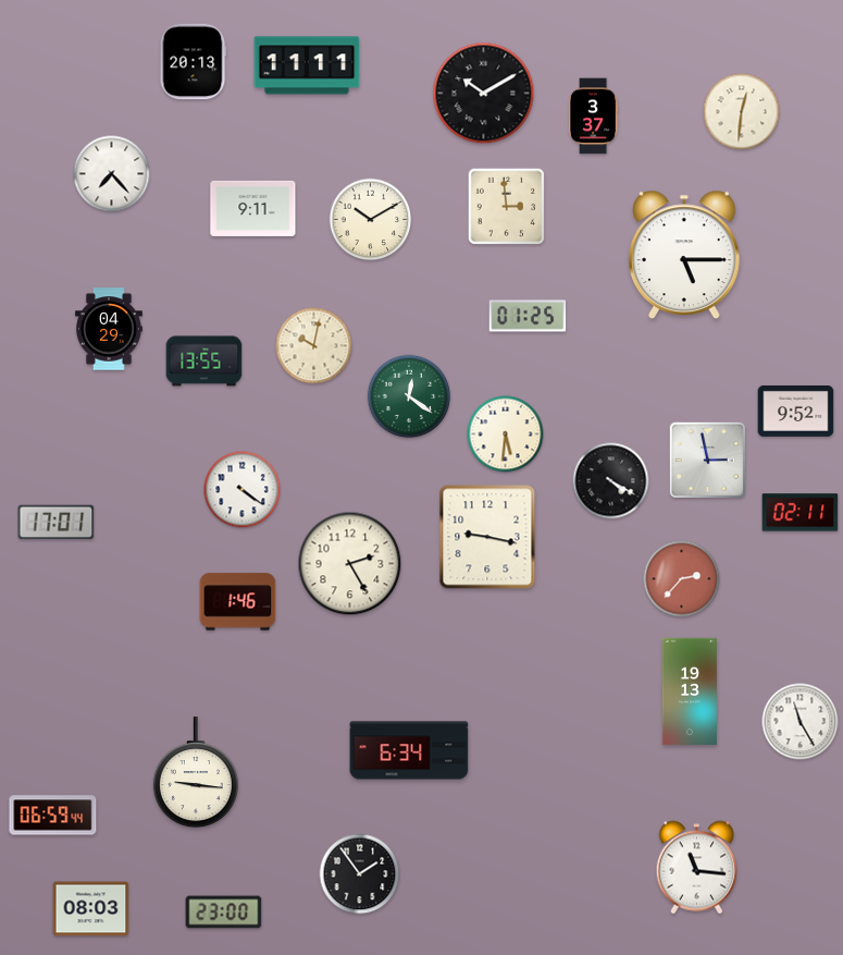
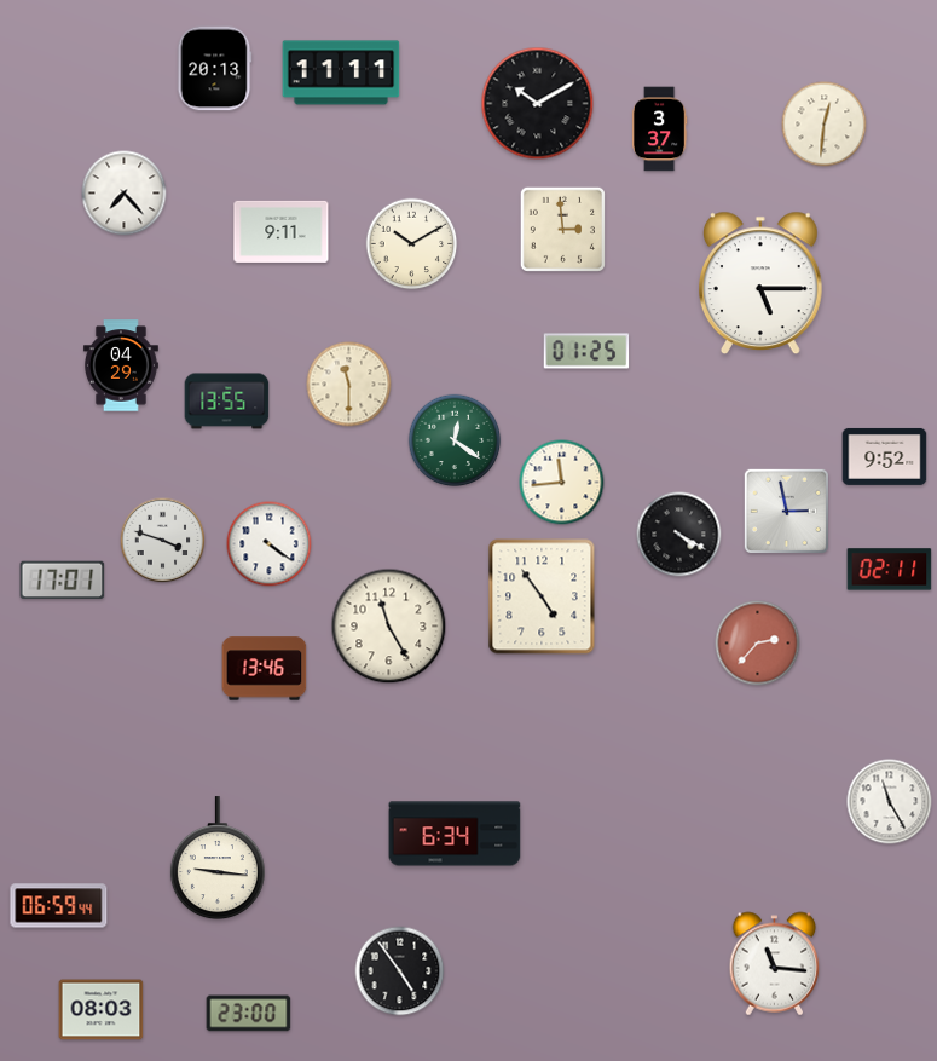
clock at (314, 346): 10:02 -> 11:30
clock at (506, 434): 5:31 -> 11:44
clock at (163, 541): none -> 3:48
clock at (487, 537): 9:17 -> 4:54
clock at (350, 564): 2:25 -> 11:25
clock at (238, 602): 1:46 -> 13:46
clock at (690, 690): 19:13 -> none
clock at (360, 874): 1:54 -> 4:54
